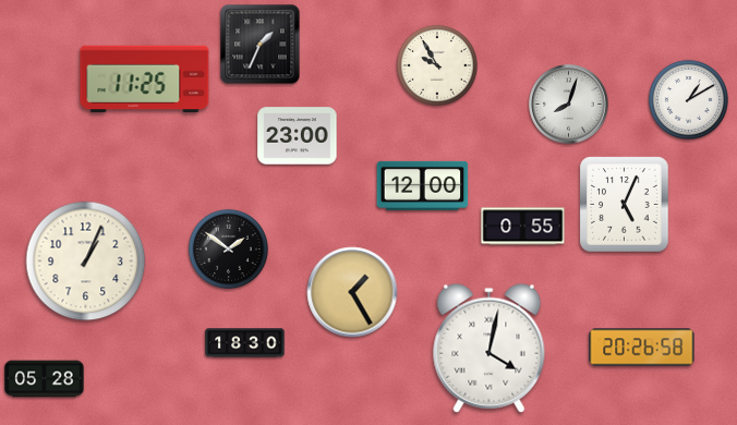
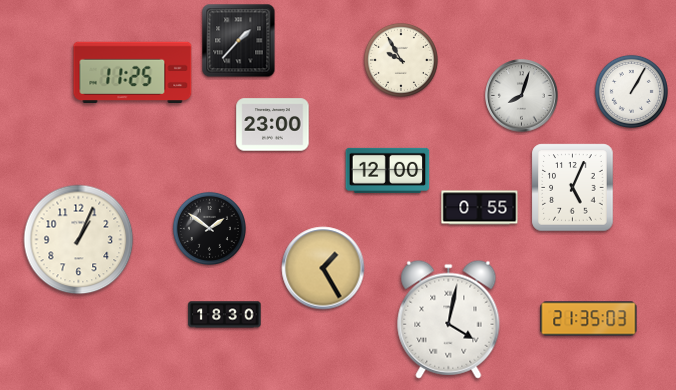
clock at (261, 45): 1:34 -> 1:37
clock at (688, 99): 1:10 -> 1:05
clock at (642, 348): 20:26 -> 21:35
clock at (45, 379): 05:28 -> none
